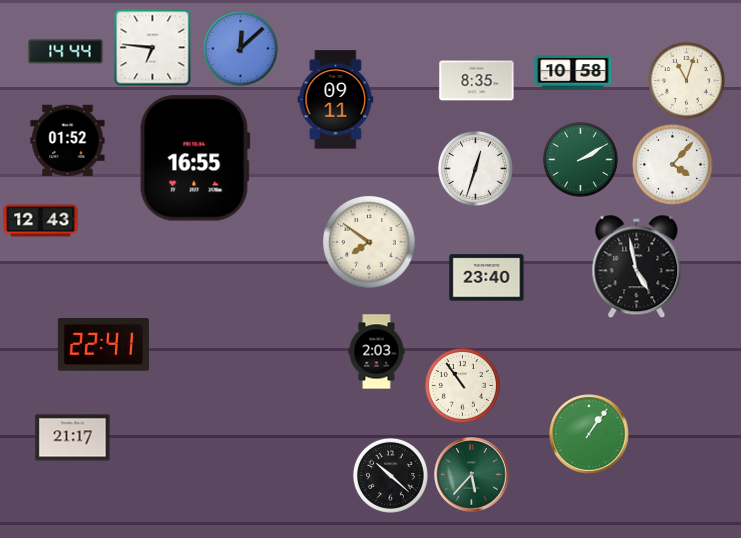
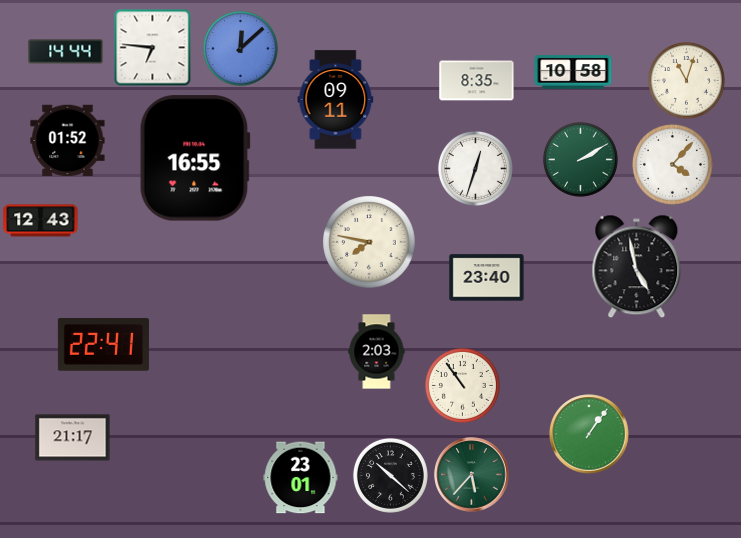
clock at (369, 242): 7:51 -> 7:47
clock at (301, 478): none -> 23:01
